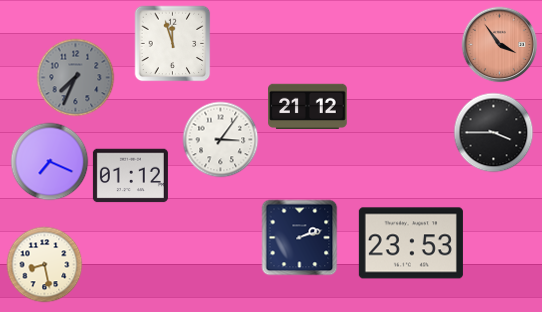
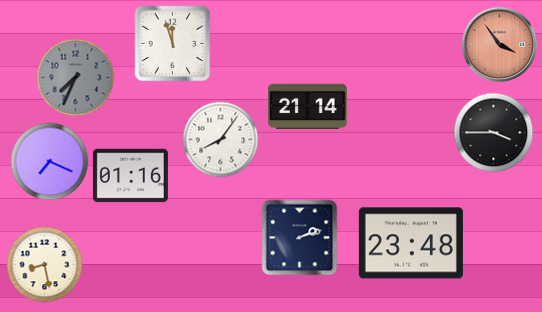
clock at (308, 106): 21:12 -> 21:14
clock at (221, 140): 3:06 -> 8:06
clock at (130, 176): 01:12 -> 01:16
clock at (411, 243): 23:53 -> 23:48
